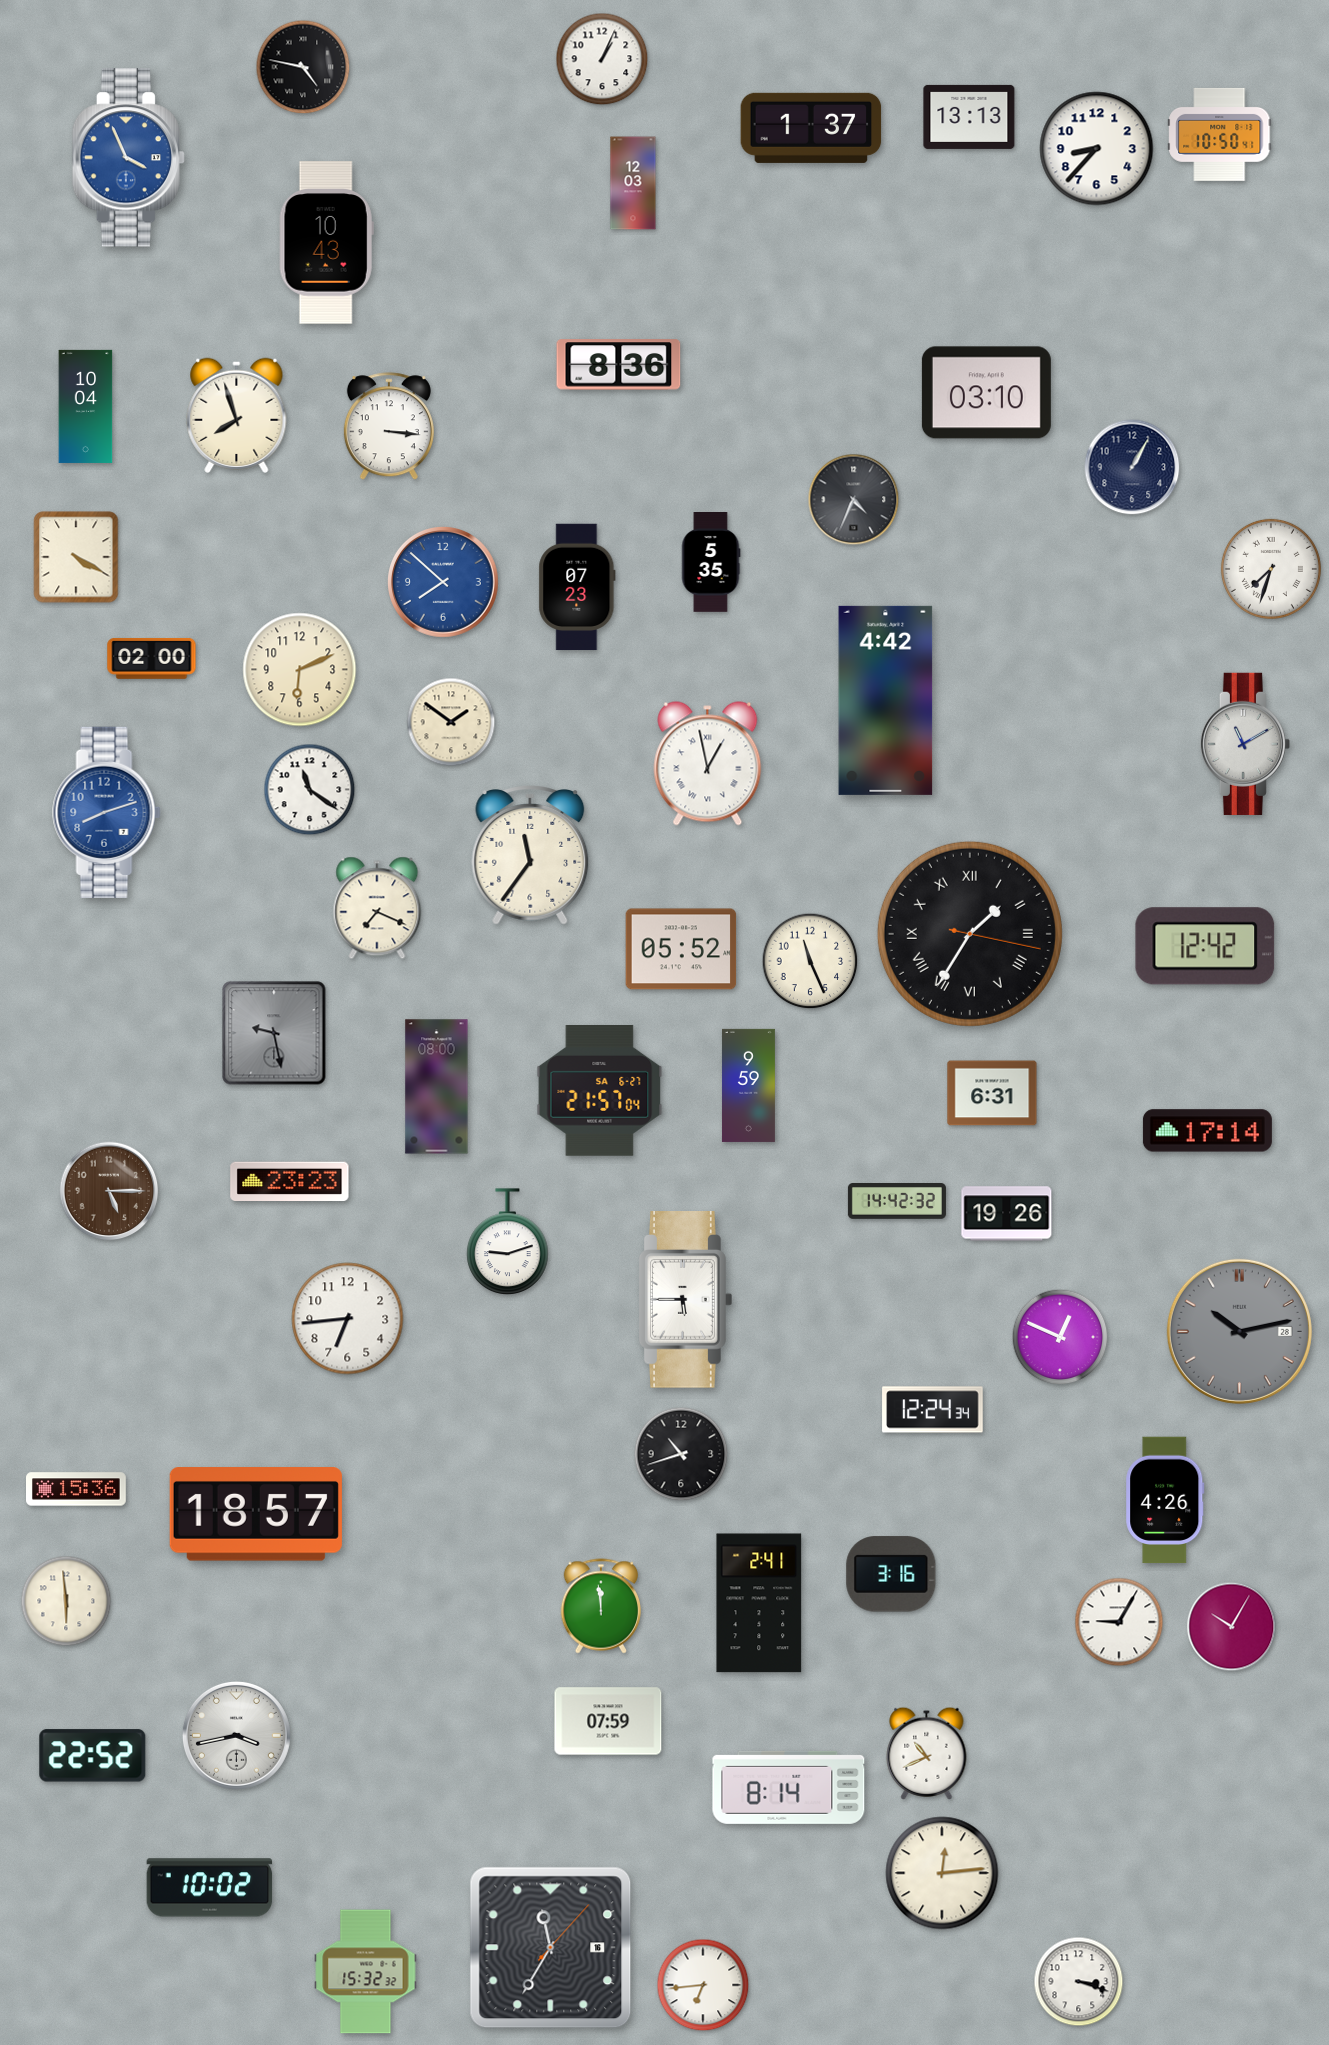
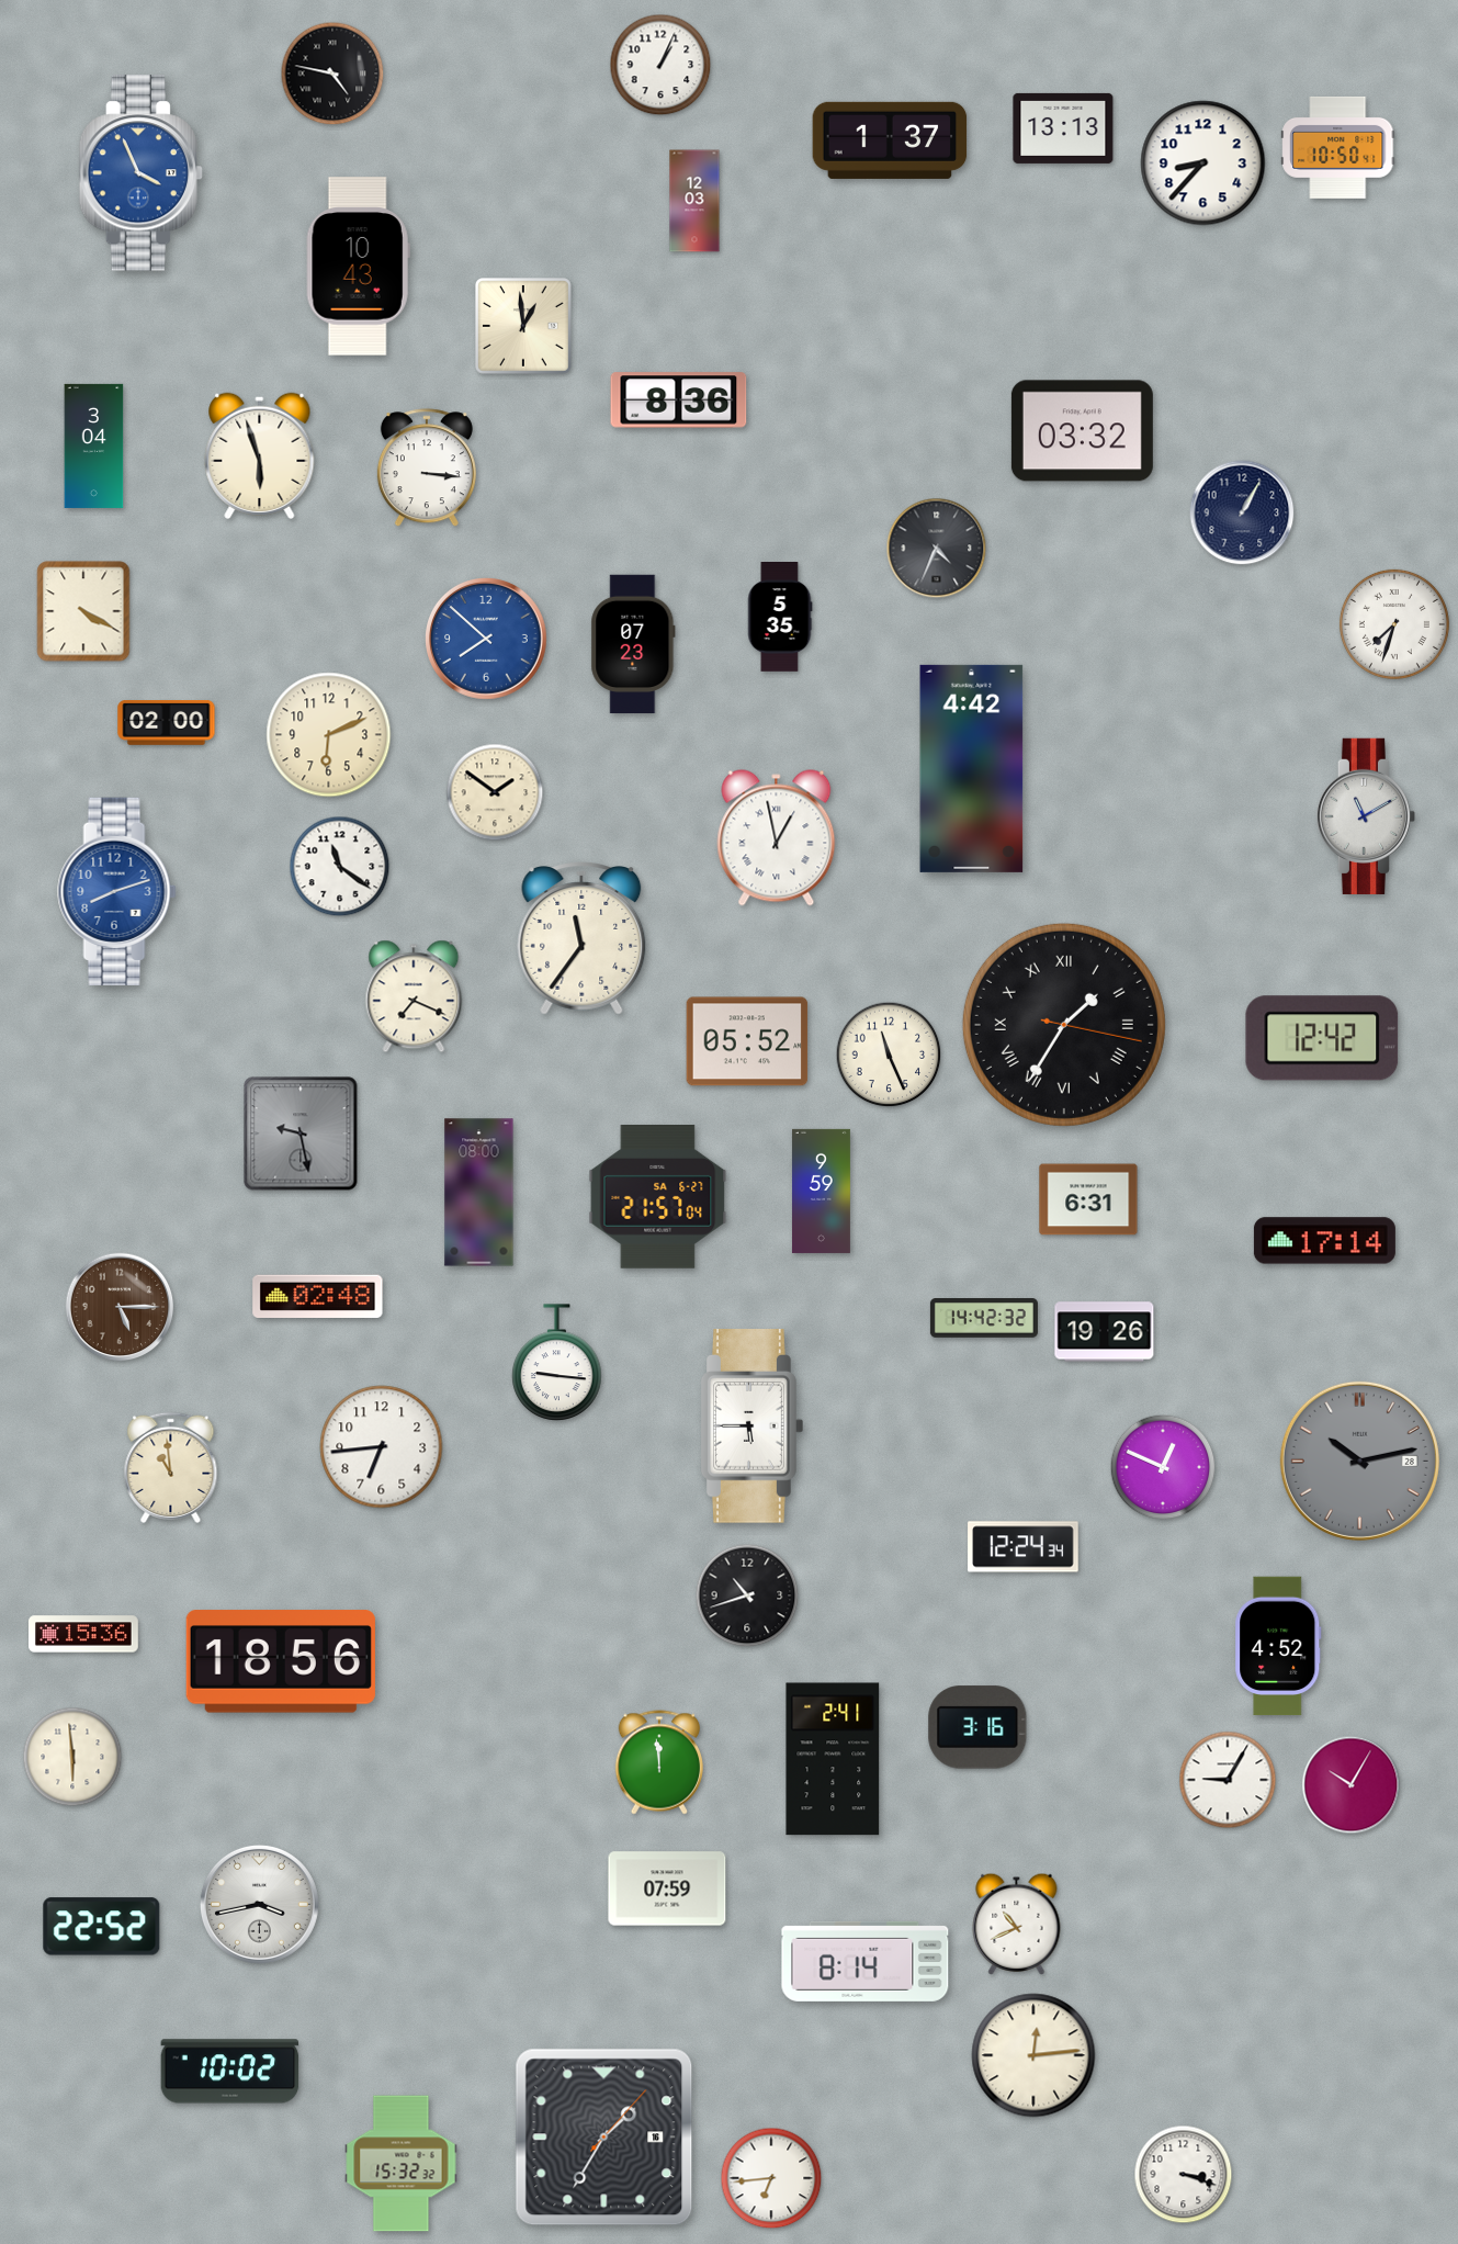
clock at (524, 327): none -> 12:59
clock at (986, 393): 03:10 -> 03:32
clock at (86, 406): 10:04 -> 3:04
clock at (237, 415): 7:57 -> 5:57
clock at (290, 1182): 23:23 -> 02:48
clock at (508, 1241): 9:12 -> 9:16
clock at (171, 1467): none -> 10:59
clock at (1165, 1500): 4:26 -> 4:52
clock at (256, 1514): 18:57 -> 18:56
clock at (551, 1948): 11:35 -> 1:35
